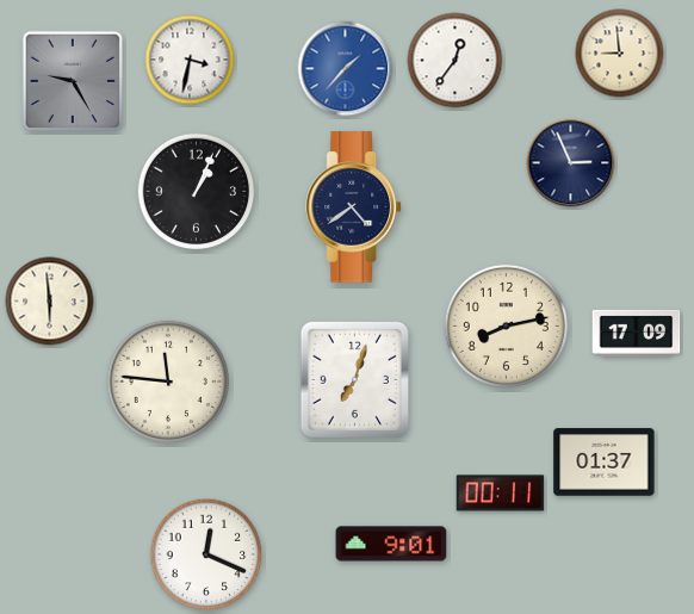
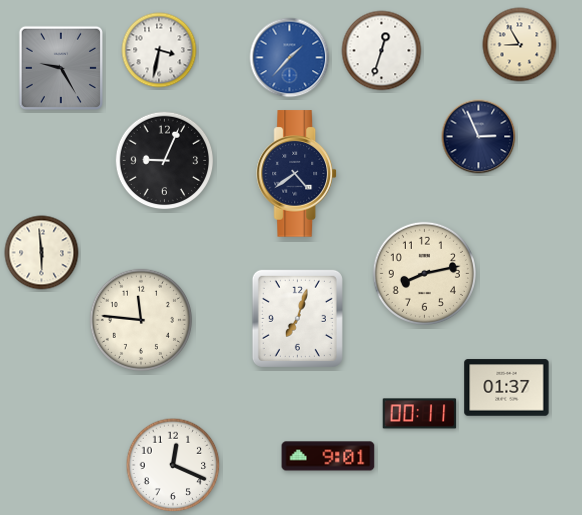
clock at (620, 54): 8:59 -> 8:55
clock at (456, 61): 12:36 -> 12:33
clock at (197, 192): 1:04 -> 9:04
clock at (637, 333): 17:09 -> none
